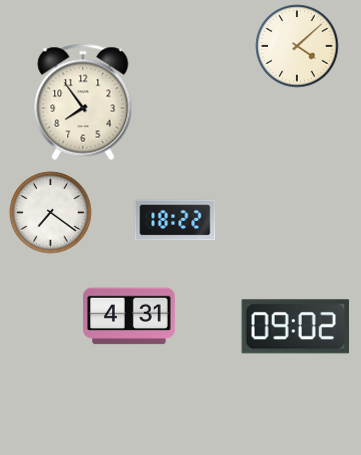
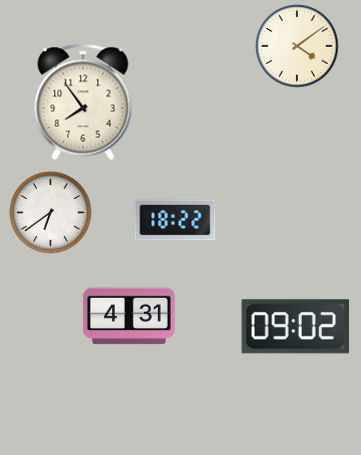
clock at (297, 46): 4:08 -> 4:09
clock at (51, 213): 7:21 -> 6:39
